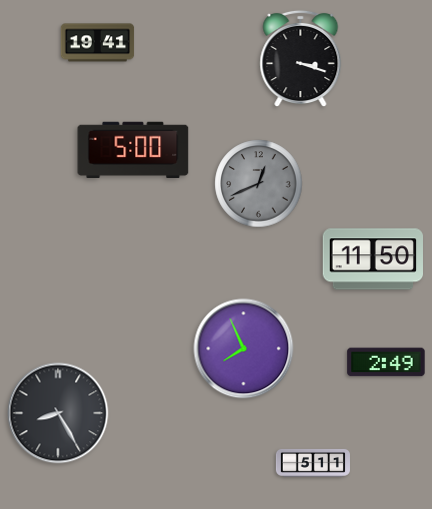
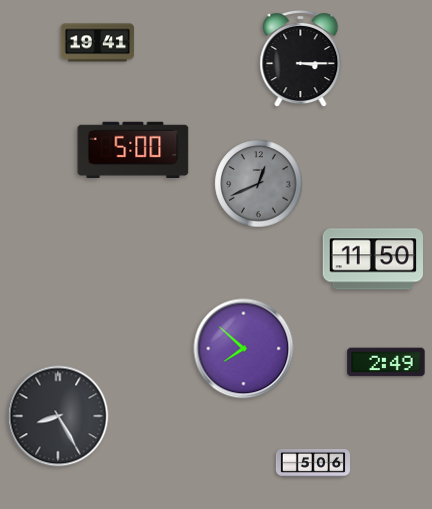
clock at (301, 59): 3:18 -> 3:15
clock at (244, 349): 7:56 -> 7:52
clock at (58, 413) position: (58, 413) -> (58, 416)
clock at (313, 463): 5:11 -> 5:06
